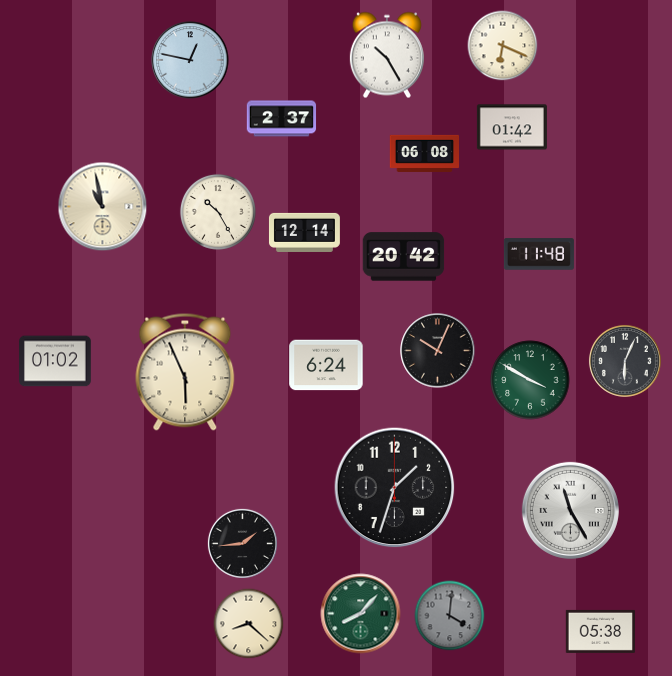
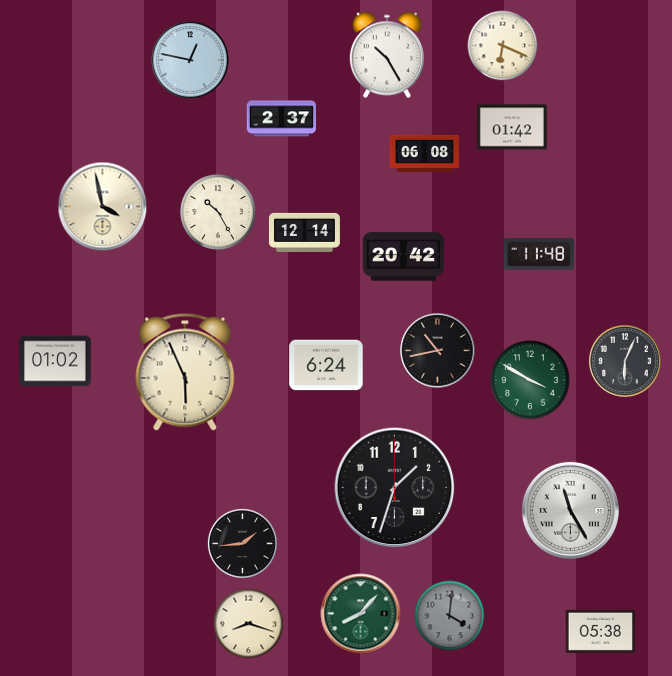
clock at (103, 207): 10:58 -> 3:58
clock at (438, 351): 10:04 -> 10:43
clock at (249, 624): 8:22 -> 8:18
